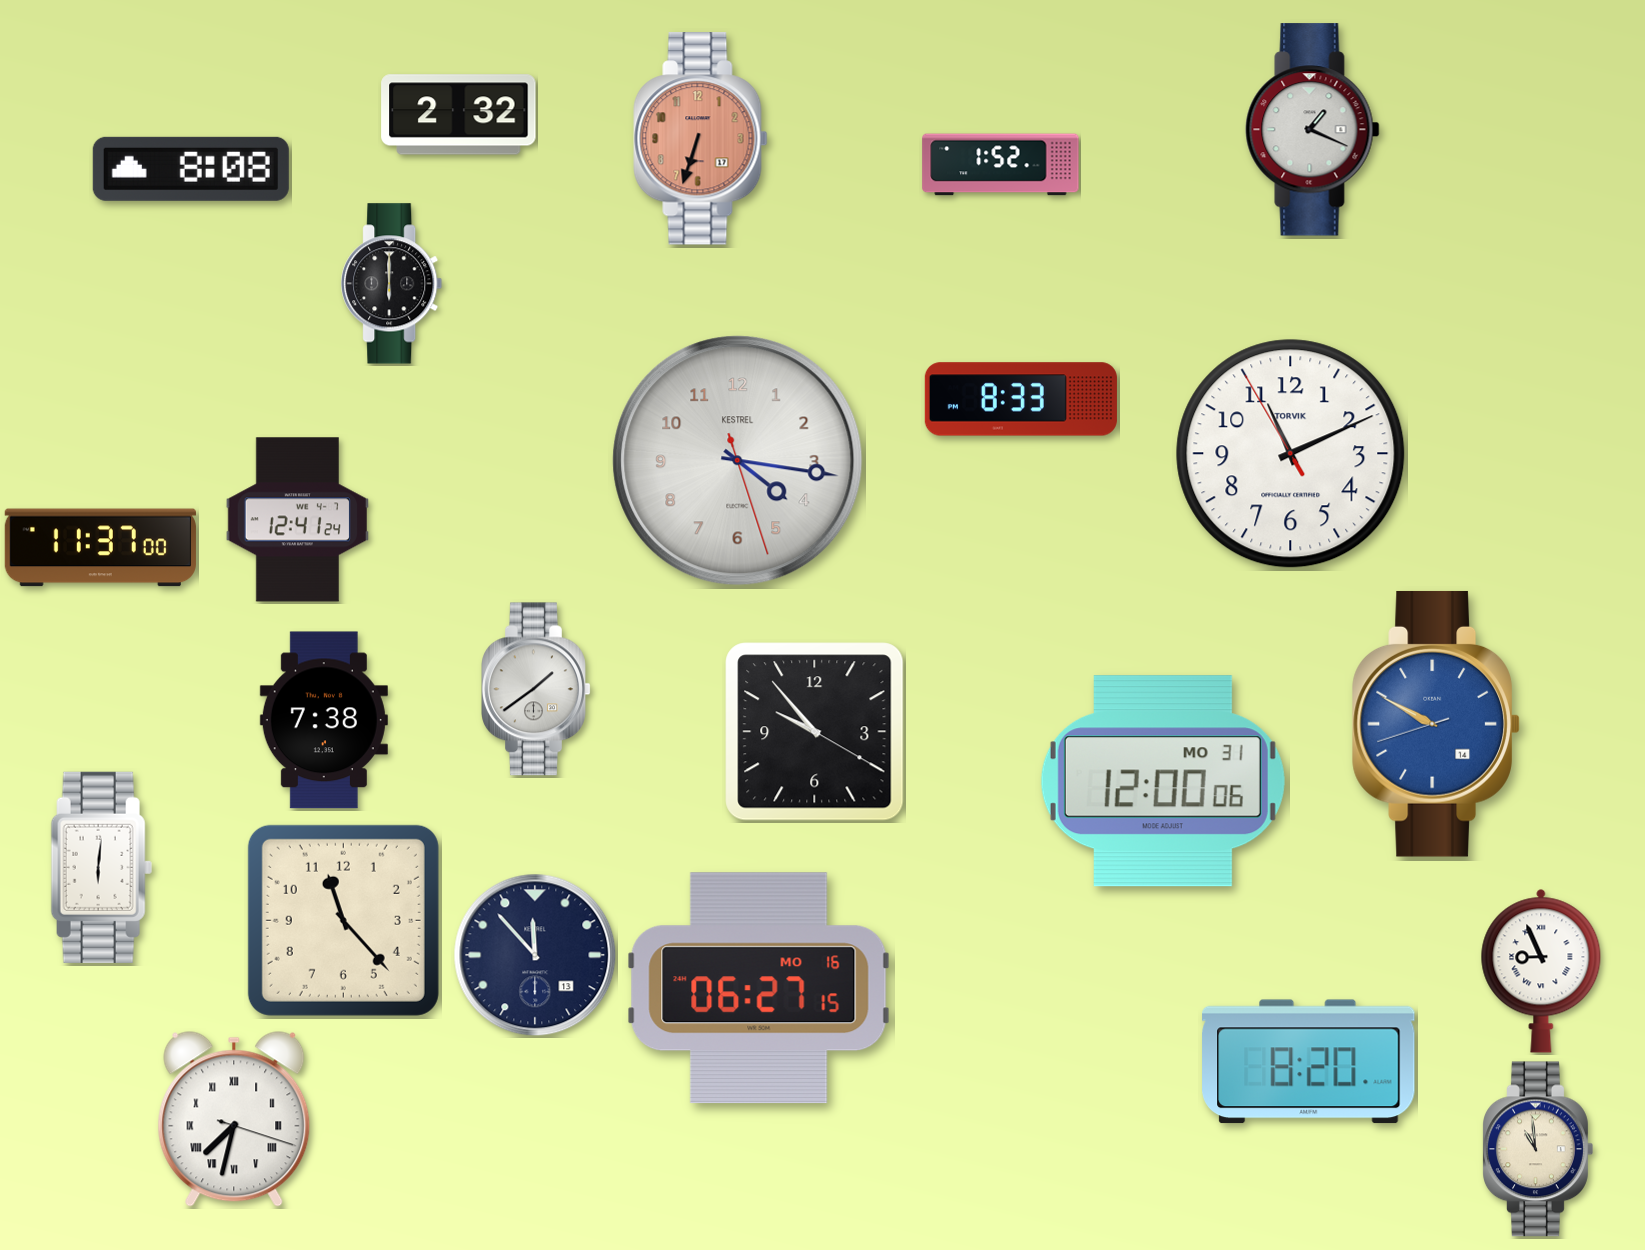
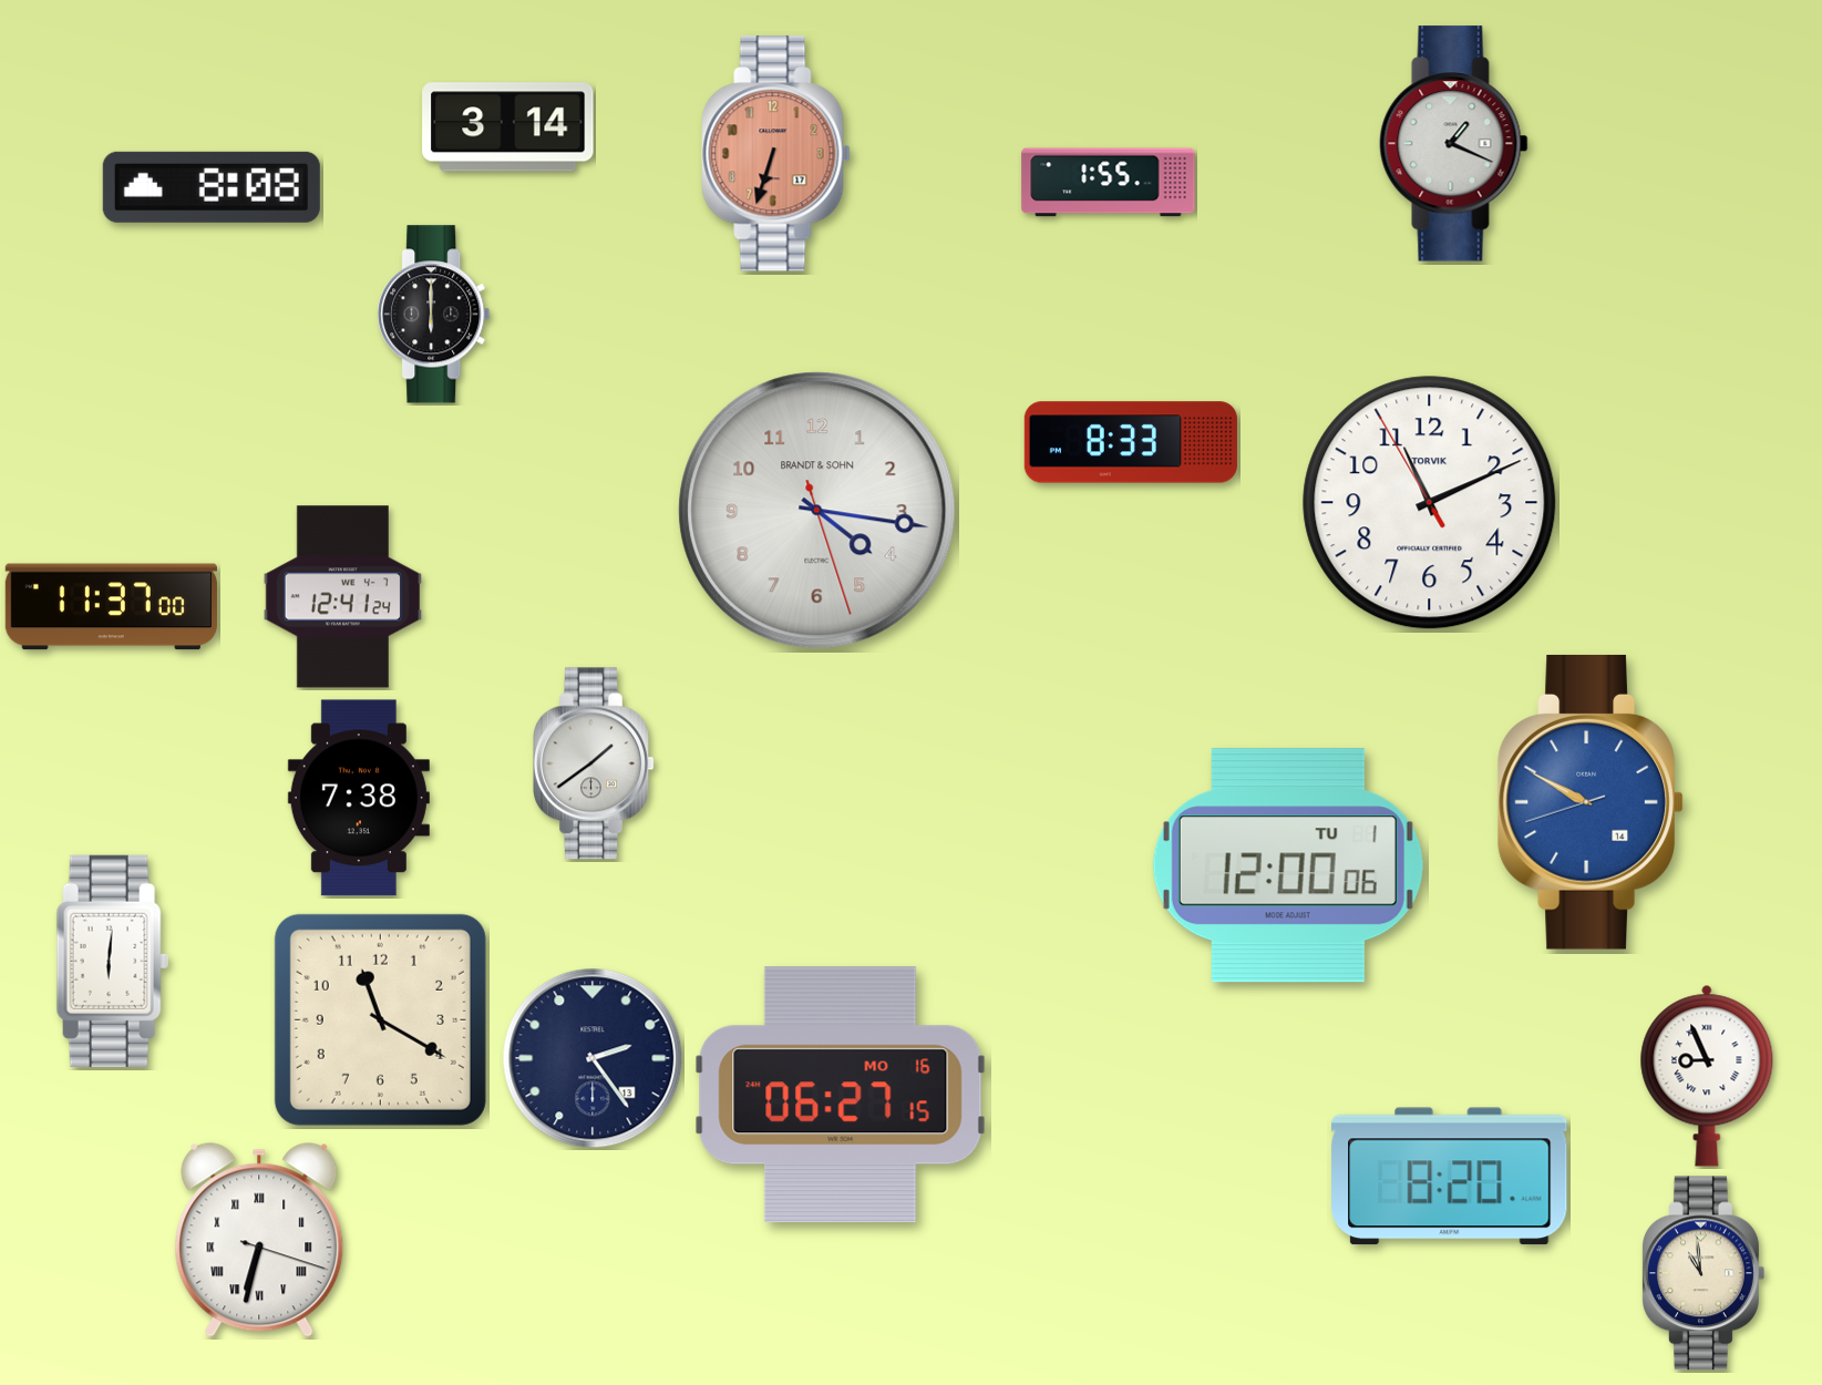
clock at (459, 115): 2:32 -> 3:14
clock at (1001, 165): 1:52 -> 1:55
clock at (738, 461) brand: KESTREL -> BRANDT & SOHN
clock at (297, 520) position: (297, 520) -> (342, 597)
clock at (815, 732): 9:53 -> none
clock at (1163, 781) date: MO 31 -> TU 1
clock at (343, 920): 11:23 -> 11:20
clock at (535, 955): 11:53 -> 2:24
clock at (234, 1119): 7:32 -> 6:32
